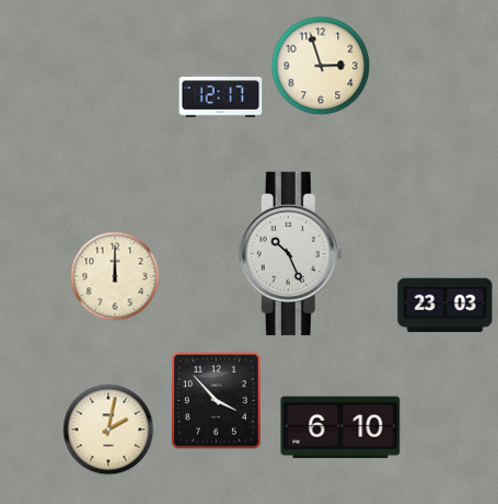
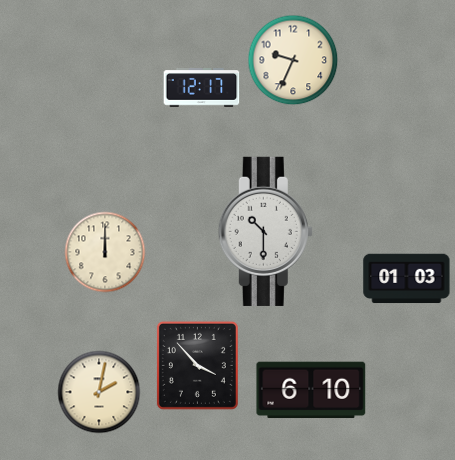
clock at (321, 66): 2:57 -> 9:34
clock at (290, 253): 10:26 -> 10:30
clock at (445, 306): 23:03 -> 01:03
